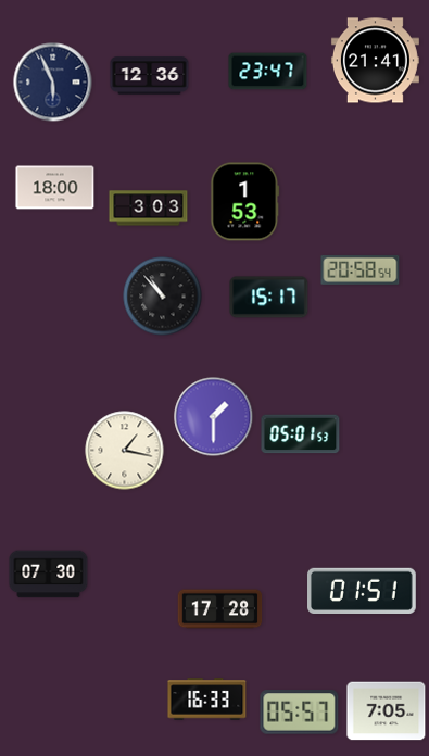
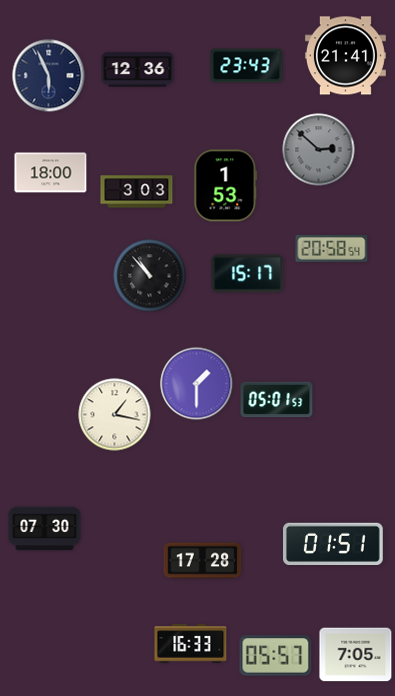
clock at (268, 72): 23:47 -> 23:43
clock at (319, 150): none -> 2:52
clock at (163, 297) position: (163, 297) -> (150, 276)
